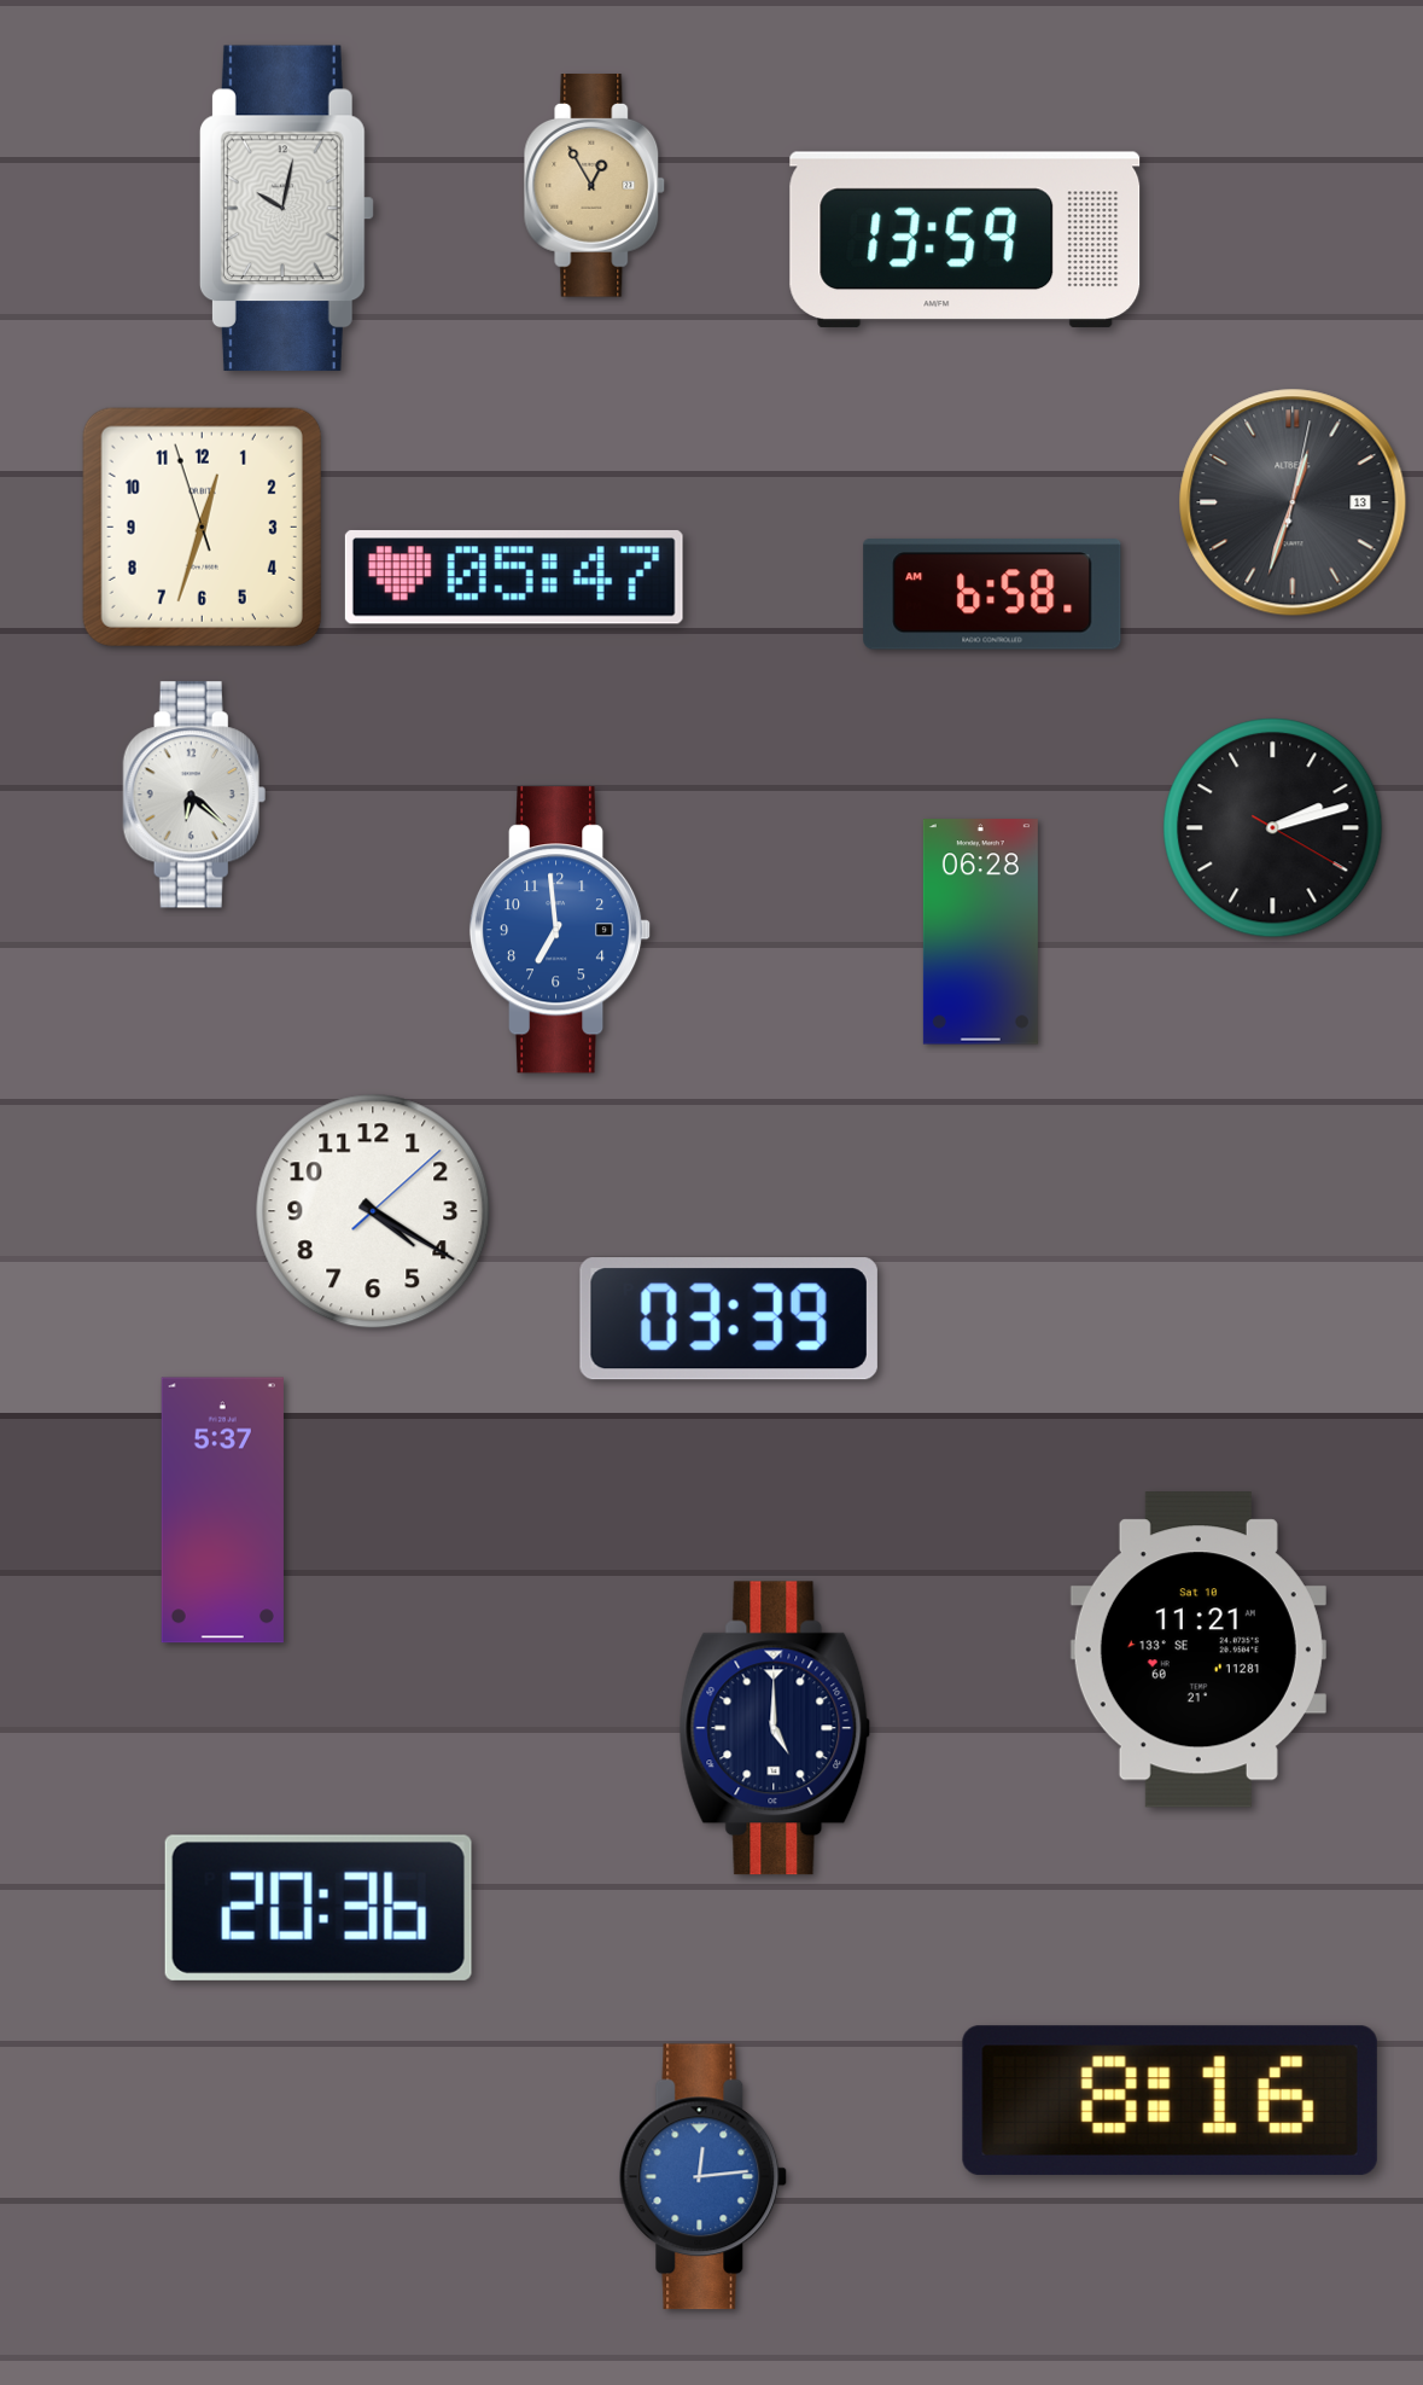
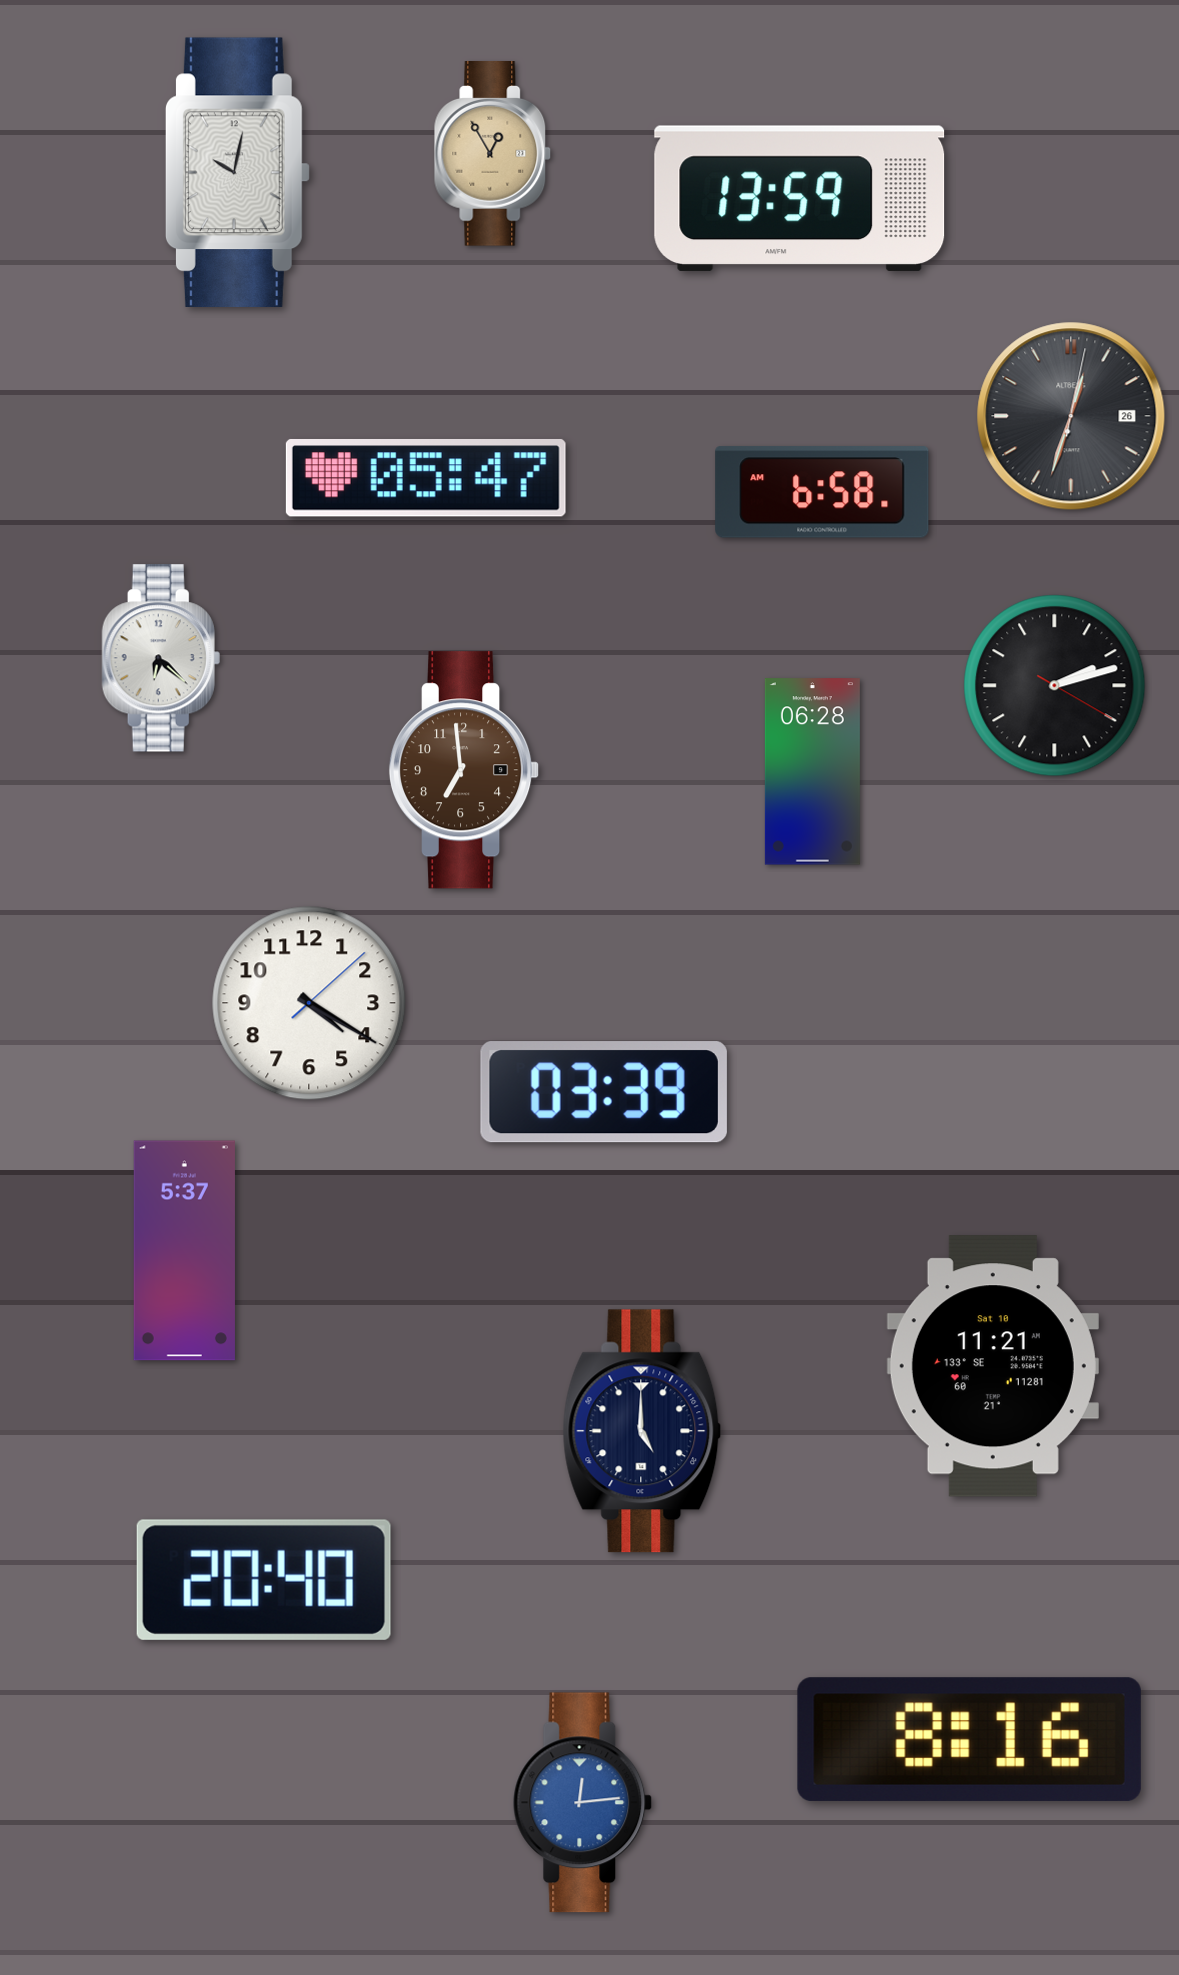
clock at (1293, 502) date: 13 -> 26
clock at (202, 527): 12:32 -> none
clock at (560, 930) dial: blue -> brown
clock at (319, 1908): 20:36 -> 20:40
